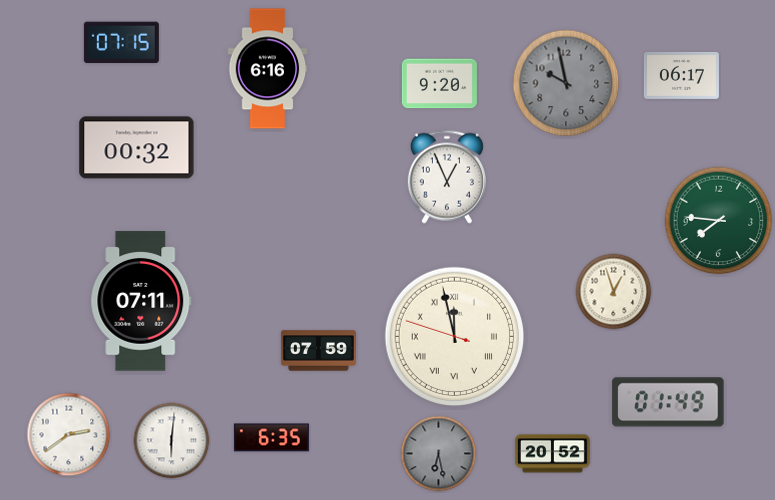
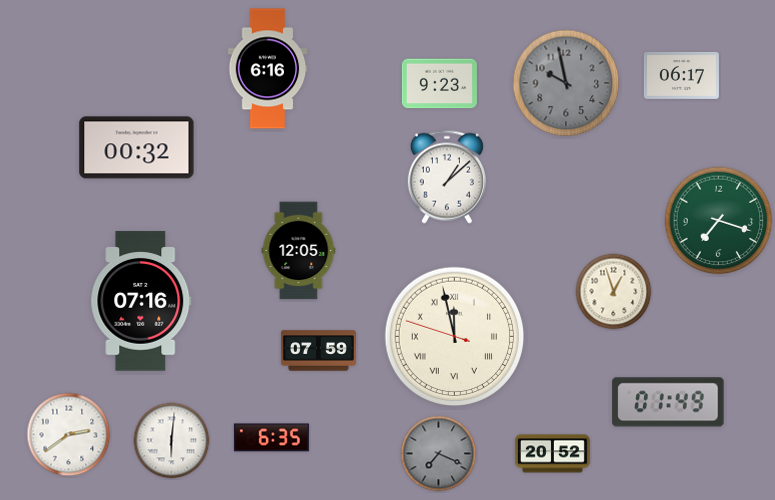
clock at (121, 43): 07:15 -> none
clock at (439, 84): 9:20 -> 9:23
clock at (447, 177): 12:56 -> 1:08
clock at (719, 221): 7:46 -> 7:18
clock at (299, 251): none -> 12:05
clock at (141, 301): 07:11 -> 07:16
clock at (439, 454): 6:28 -> 7:19
